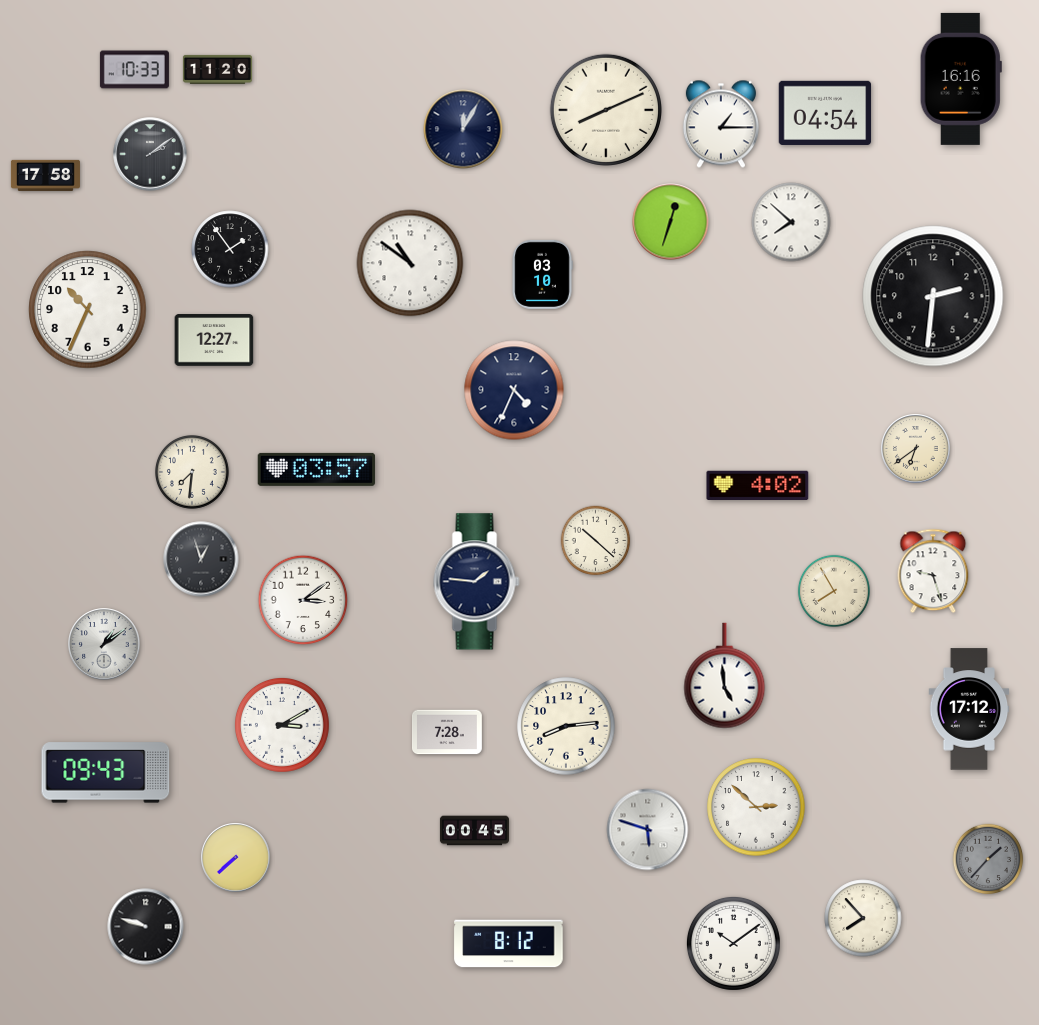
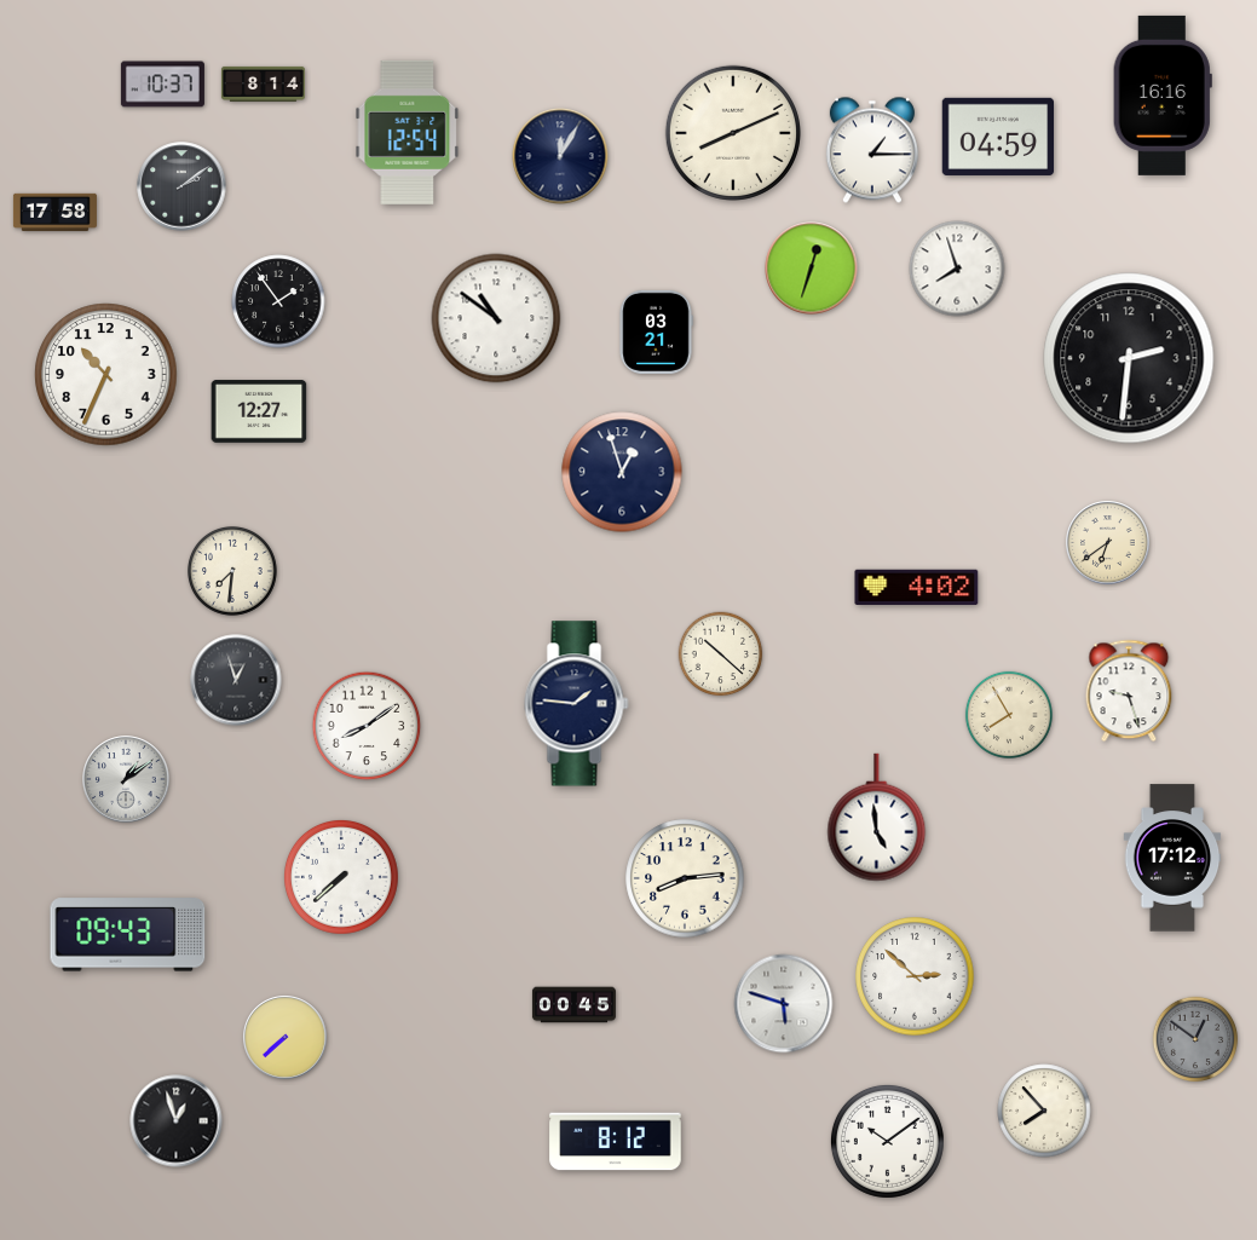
clock at (217, 69): 11:20 -> 8:14
clock at (134, 70): 10:33 -> 10:37
clock at (408, 132): none -> 12:54
clock at (825, 113): 04:54 -> 04:59
clock at (791, 222): 7:52 -> 7:57
clock at (542, 274): 03:10 -> 03:21
clock at (514, 390): 4:34 -> 12:57
clock at (317, 469): 03:57 -> none
clock at (201, 559) position: (201, 559) -> (236, 680)
clock at (303, 600): 3:09 -> 8:09
clock at (282, 725): 3:10 -> 7:38
clock at (448, 732): 7:28 -> none
clock at (988, 859): 1:37 -> 12:51
clock at (146, 927): 9:48 -> 12:57
